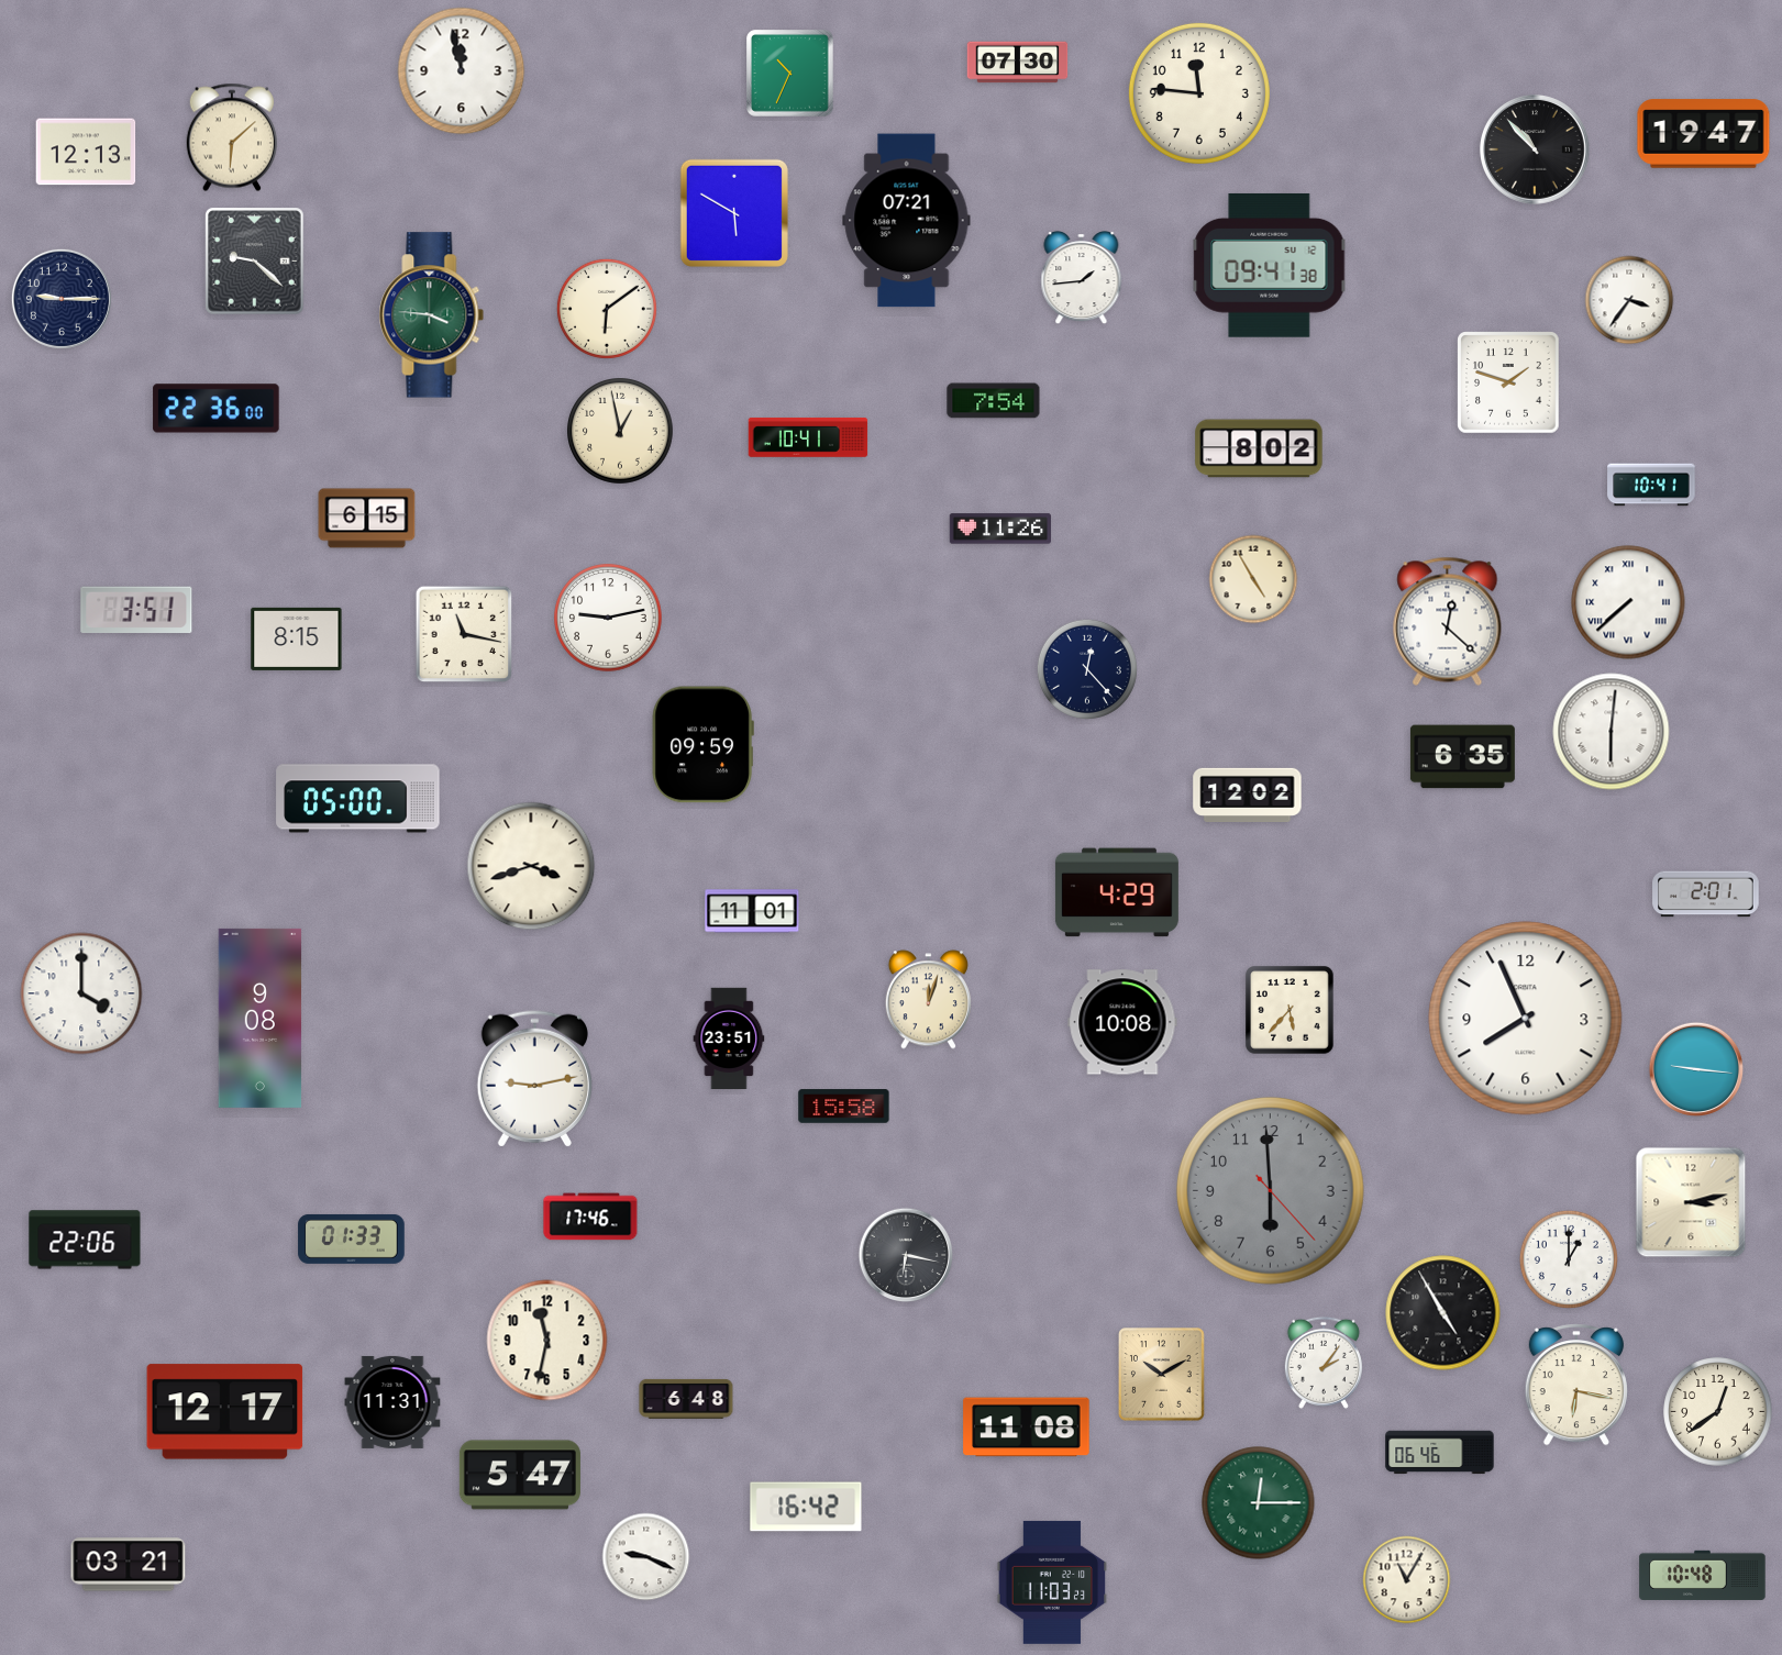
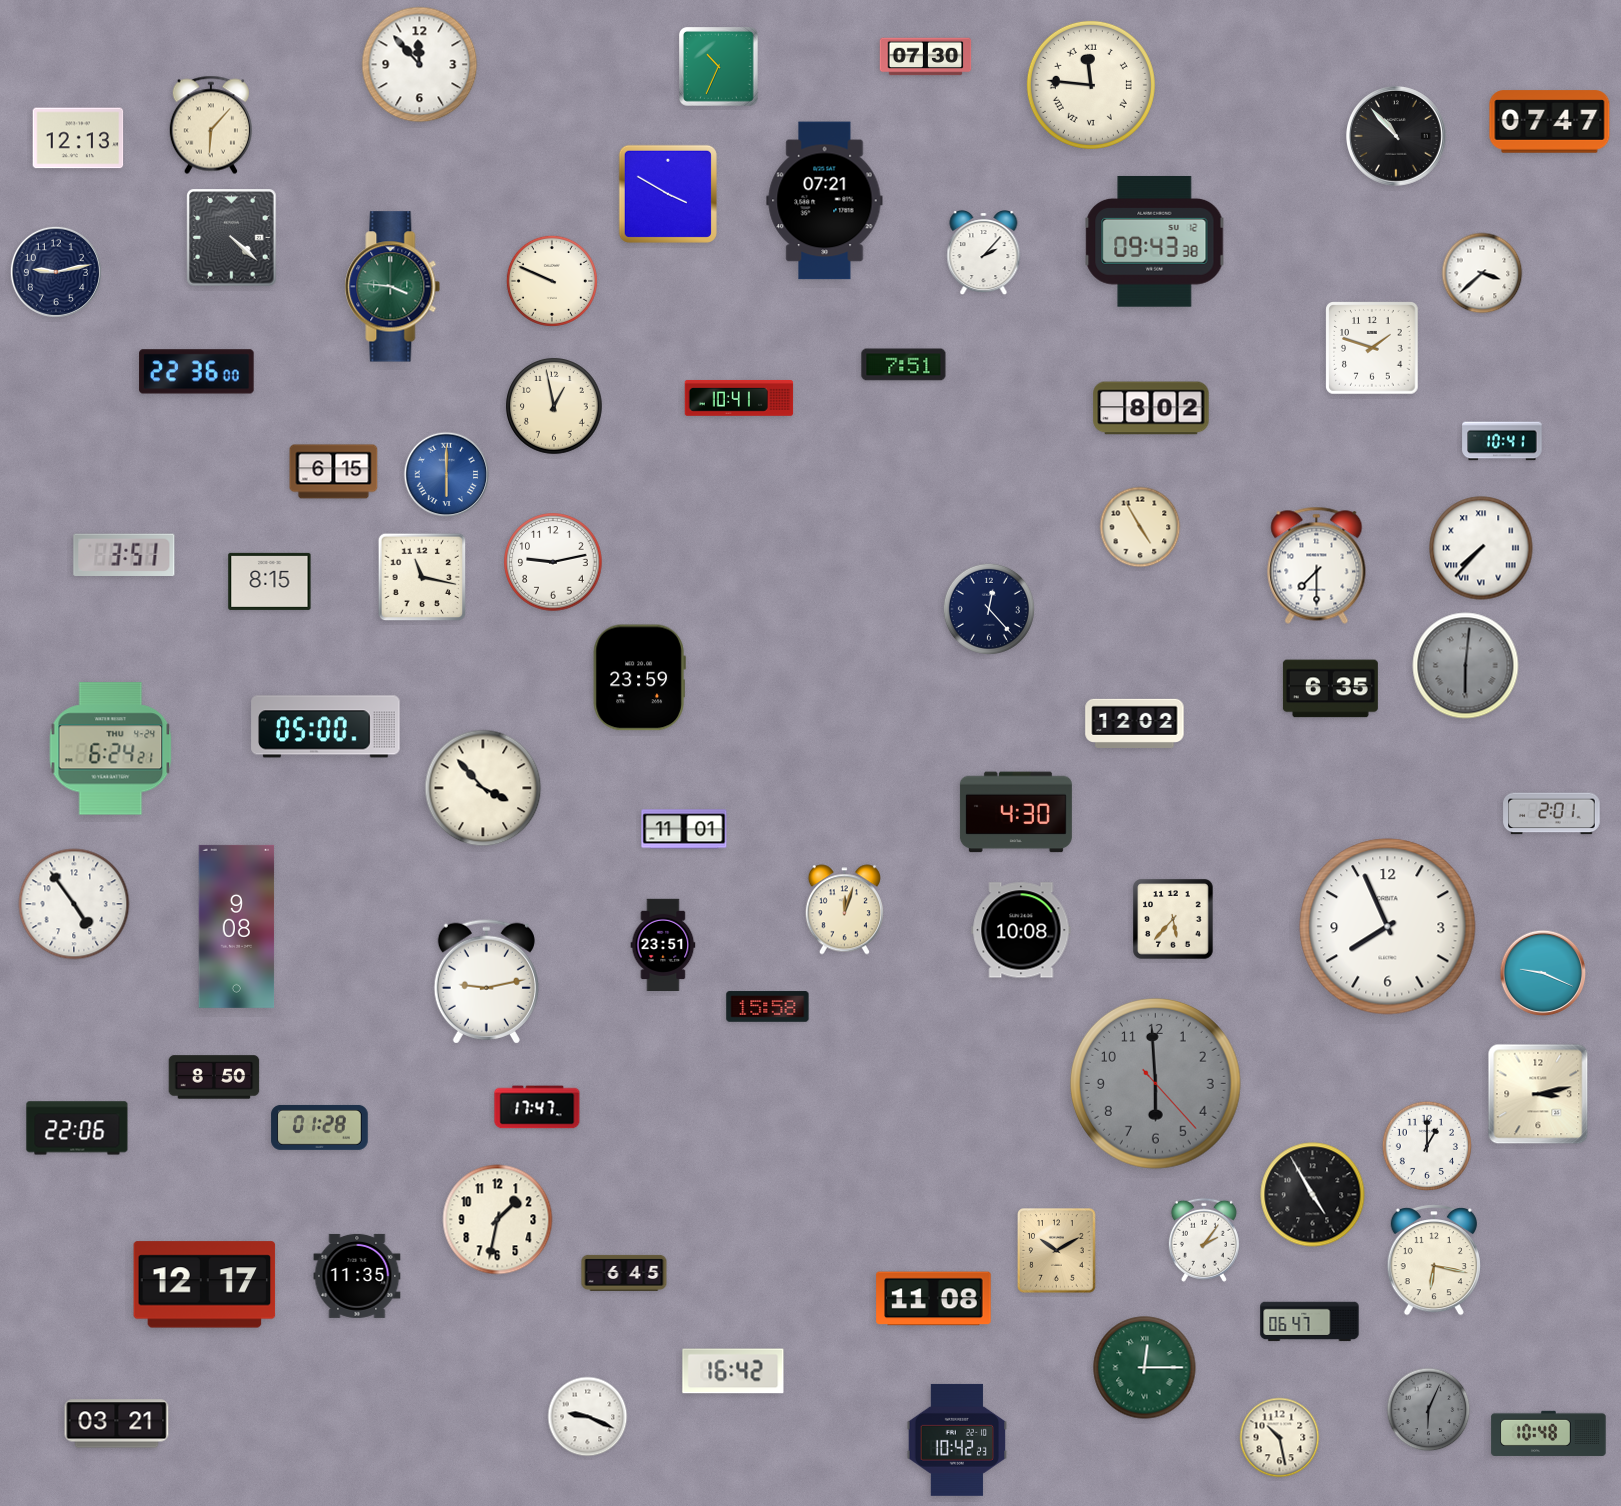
clock at (462, 71): 11:58 -> 11:53
clock at (1199, 93) numerals: Arabic -> Roman
clock at (1704, 134): 19:47 -> 07:47
clock at (232, 137): 6:08 -> 6:07
clock at (734, 213): 5:50 -> 3:50
clock at (255, 262): 9:22 -> 4:22
clock at (1270, 265): 09:41 -> 09:43
clock at (1082, 279): 1:44 -> 2:07
clock at (62, 299): 9:15 -> 9:13
clock at (1629, 300): 3:36 -> 3:38
clock at (607, 309): 6:09 -> 9:49
clock at (994, 401): 7:54 -> 7:51
clock at (620, 431) position: (620, 431) -> (554, 406)
clock at (808, 437) position: (808, 437) -> (739, 398)
clock at (1259, 448) position: (1259, 448) -> (1151, 408)
clock at (447, 475): none -> 6:00
clock at (999, 529): 11:26 -> none
clock at (1628, 602): 7:38 -> 7:37
clock at (1448, 621): 12:22 -> 7:30
clock at (1612, 732) dial: white -> grey
clock at (702, 745): 09:59 -> 23:59
clock at (111, 749): none -> 6:24
clock at (531, 866): 3:42 -> 3:53
clock at (1117, 892): 4:29 -> 4:30
clock at (81, 993): 4:00 -> 4:54
clock at (1696, 1069): 9:16 -> 9:19
clock at (214, 1077): none -> 8:50
clock at (590, 1217): 17:46 -> 17:47
clock at (352, 1239): 01:33 -> 01:28
clock at (906, 1255): 6:17 -> none
clock at (547, 1341): 11:32 -> 1:32
clock at (686, 1399): 6:48 -> 6:45
clock at (392, 1402): 11:31 -> 11:35
clock at (1718, 1412): 12:39 -> none
clock at (1440, 1453): 06:46 -> 06:47
clock at (520, 1475): 5:47 -> none
clock at (1429, 1410): none -> 6:04
clock at (1407, 1580): 11:05 -> 10:28
clock at (1052, 1582): 11:03 -> 10:42
